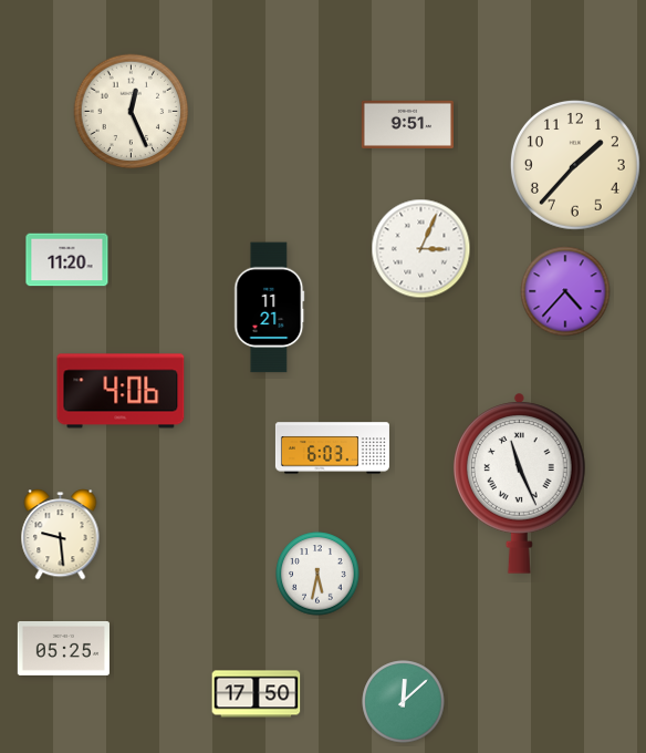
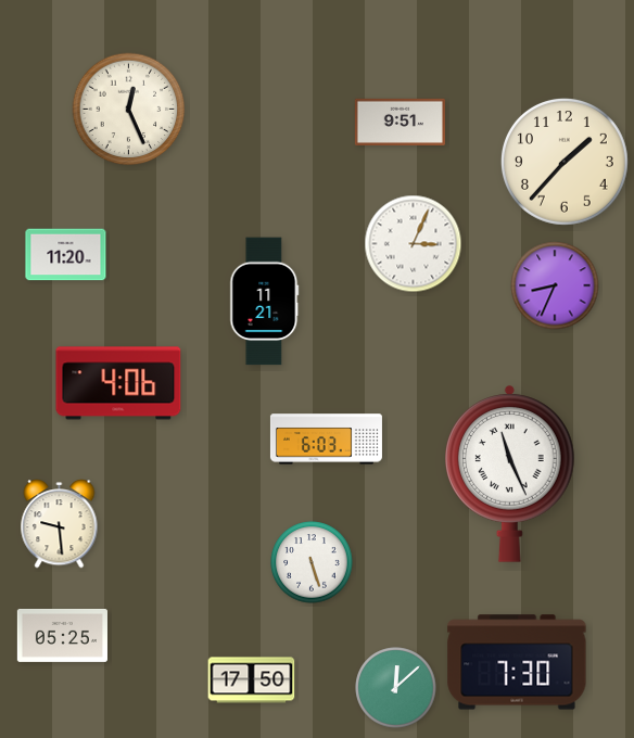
clock at (565, 291): 4:37 -> 8:34
clock at (317, 574): 5:32 -> 5:27
clock at (517, 662): none -> 7:30
